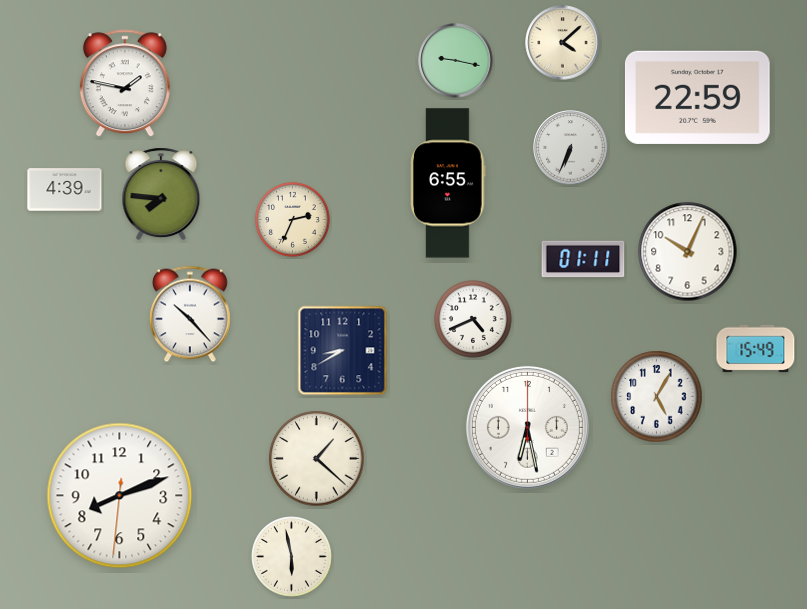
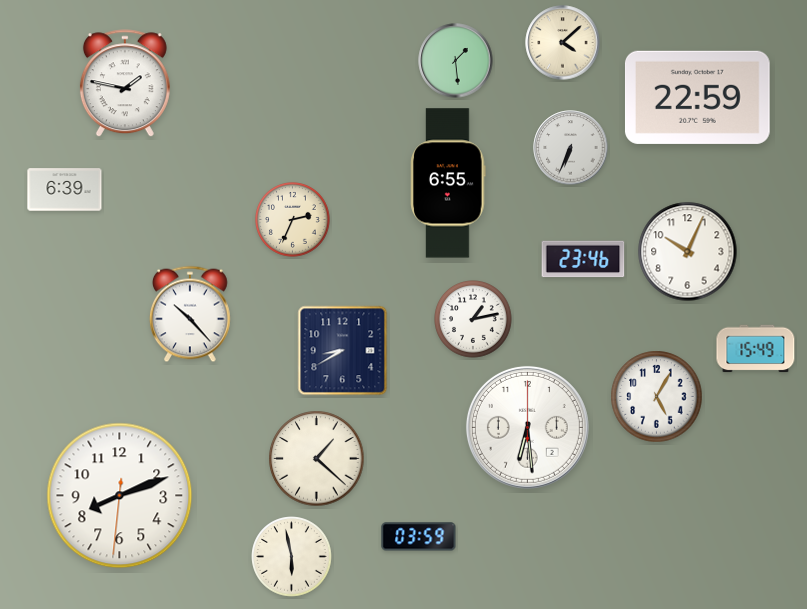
clock at (456, 61): 9:17 -> 1:29
clock at (65, 190): 4:39 -> 6:39
clock at (161, 194): 7:46 -> none
clock at (583, 259): 01:11 -> 23:46
clock at (473, 319): 4:41 -> 1:13
clock at (527, 427): 6:28 -> 6:29
clock at (419, 537): none -> 03:59
